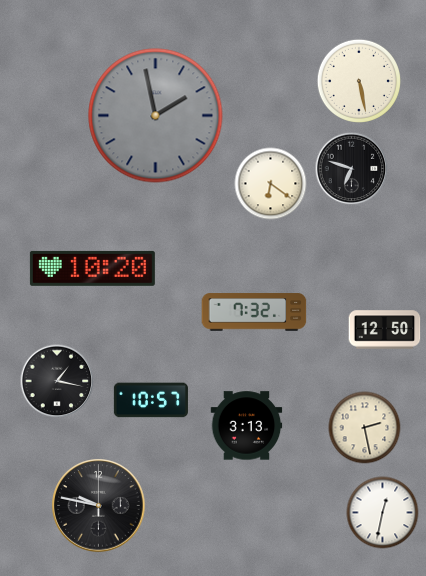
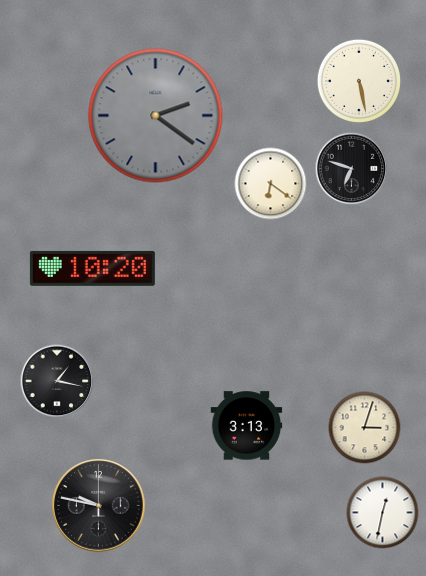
clock at (156, 116): 1:58 -> 2:21
clock at (254, 312): 7:32 -> none
clock at (385, 330): 12:50 -> none
clock at (151, 400): 10:57 -> none
clock at (365, 428): 2:28 -> 3:03
